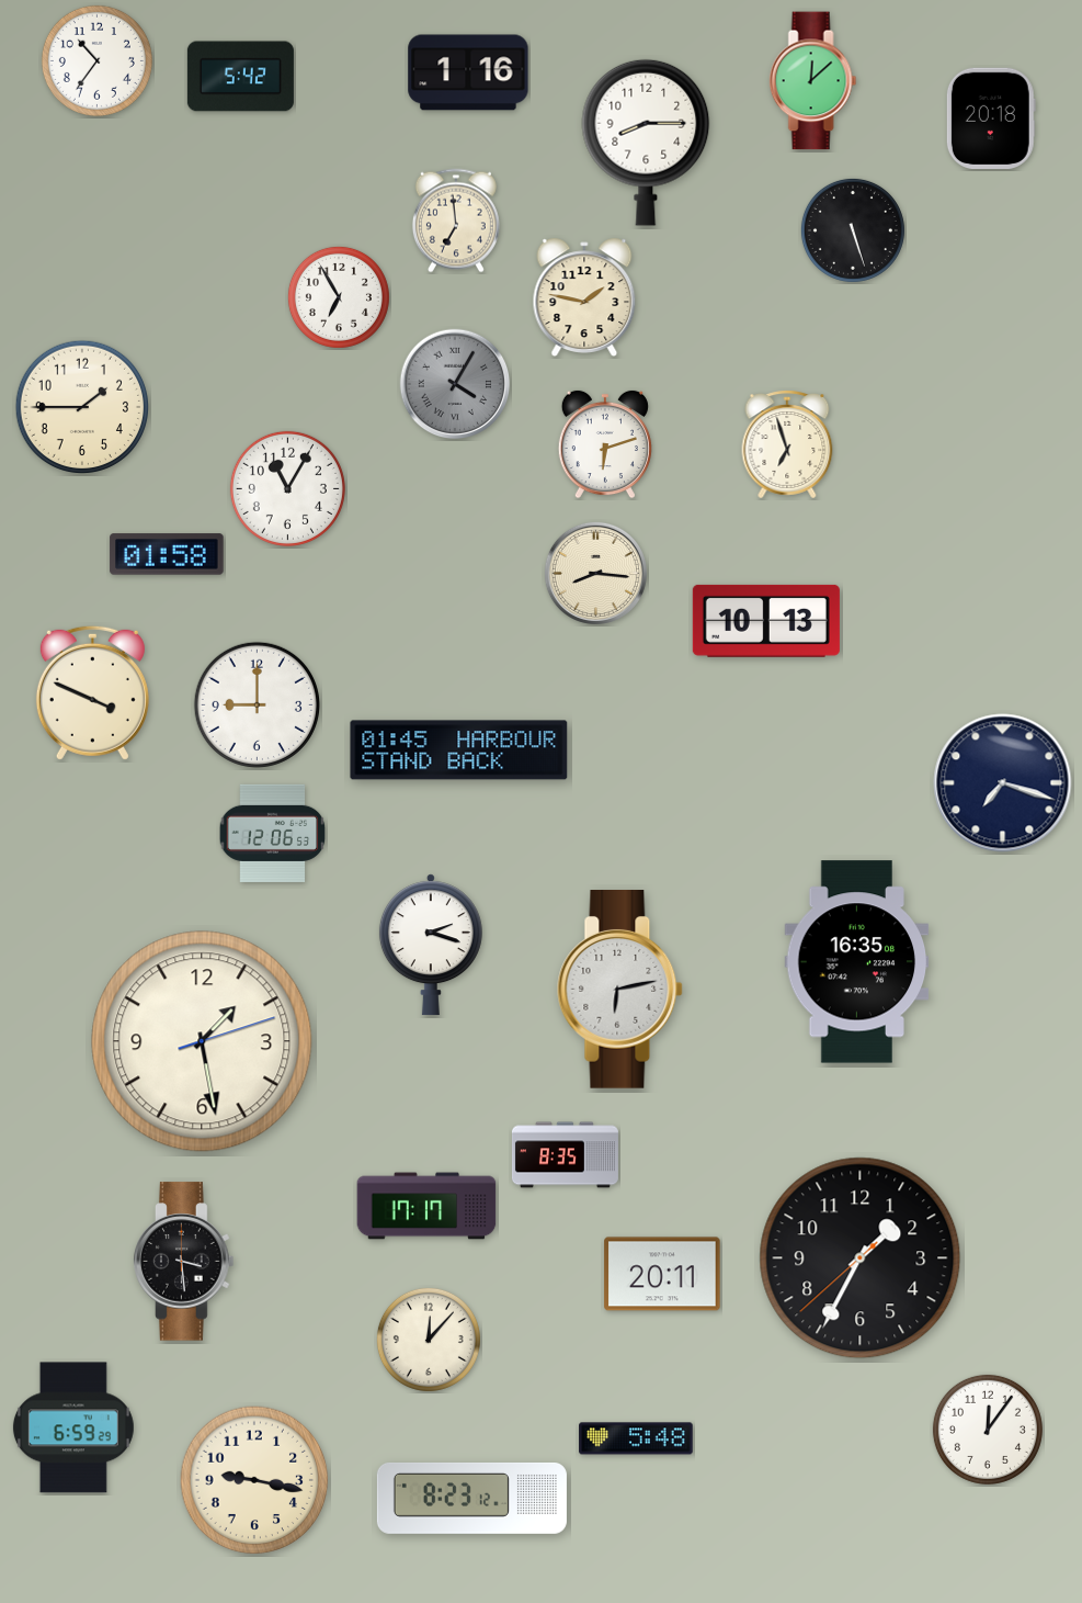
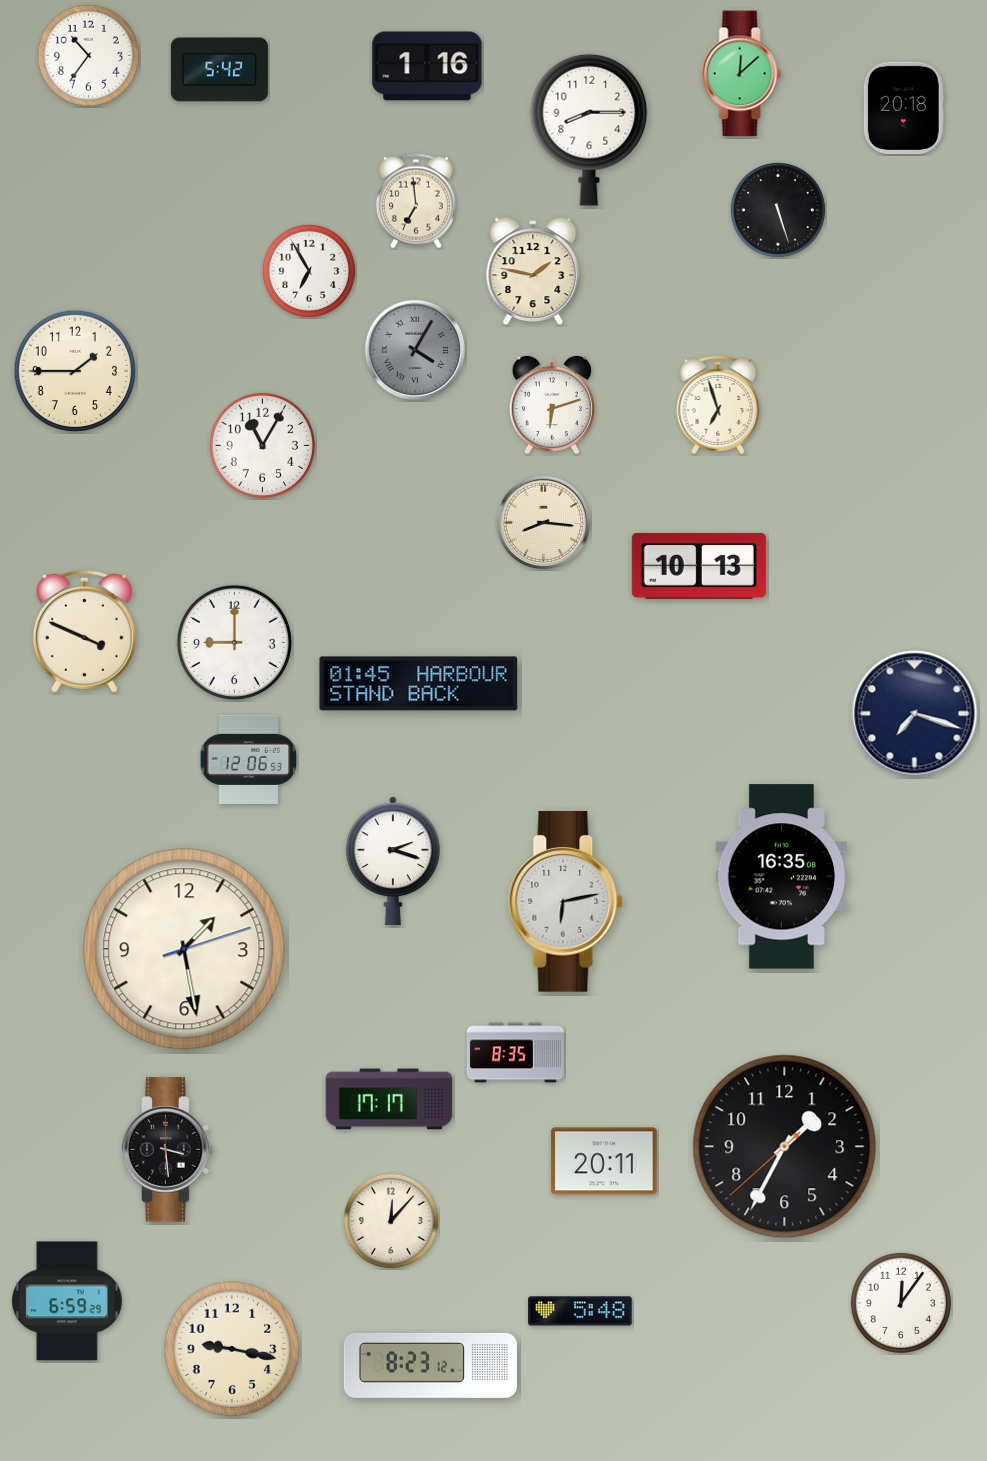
clock at (167, 554): 01:58 -> none
